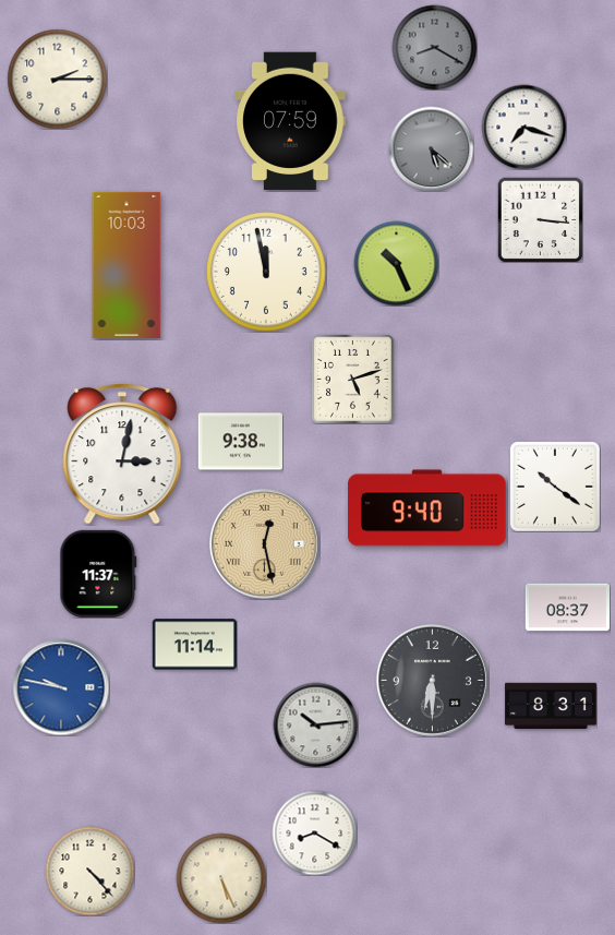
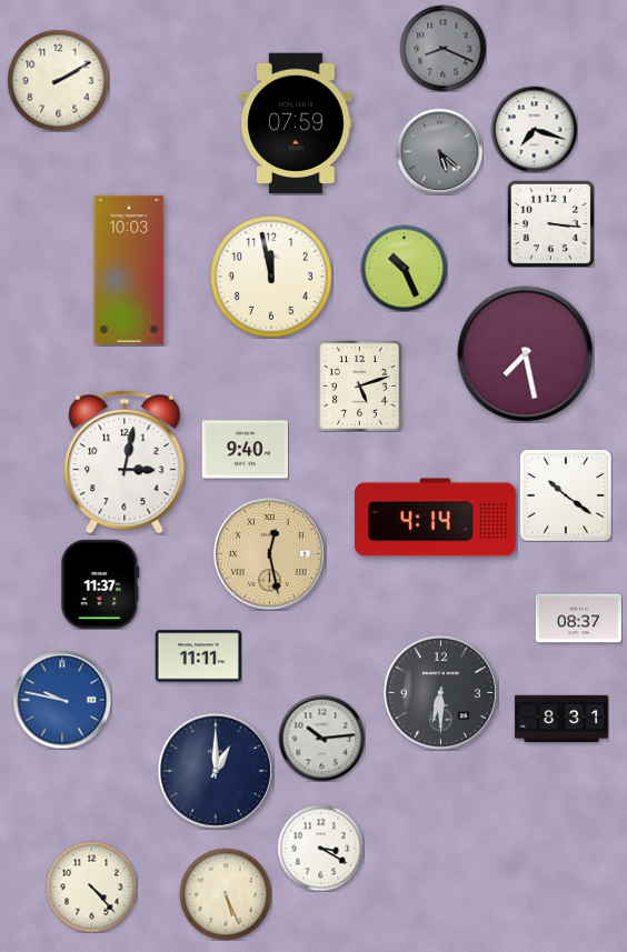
clock at (434, 47): 8:20 -> 8:19
clock at (57, 79): 2:15 -> 2:10
clock at (526, 354): none -> 7:28
clock at (240, 442): 9:38 -> 9:40
clock at (427, 508): 9:40 -> 4:14
clock at (194, 645): 11:14 -> 11:11
clock at (216, 771): none -> 1:00
clock at (314, 832): 8:20 -> 3:20
